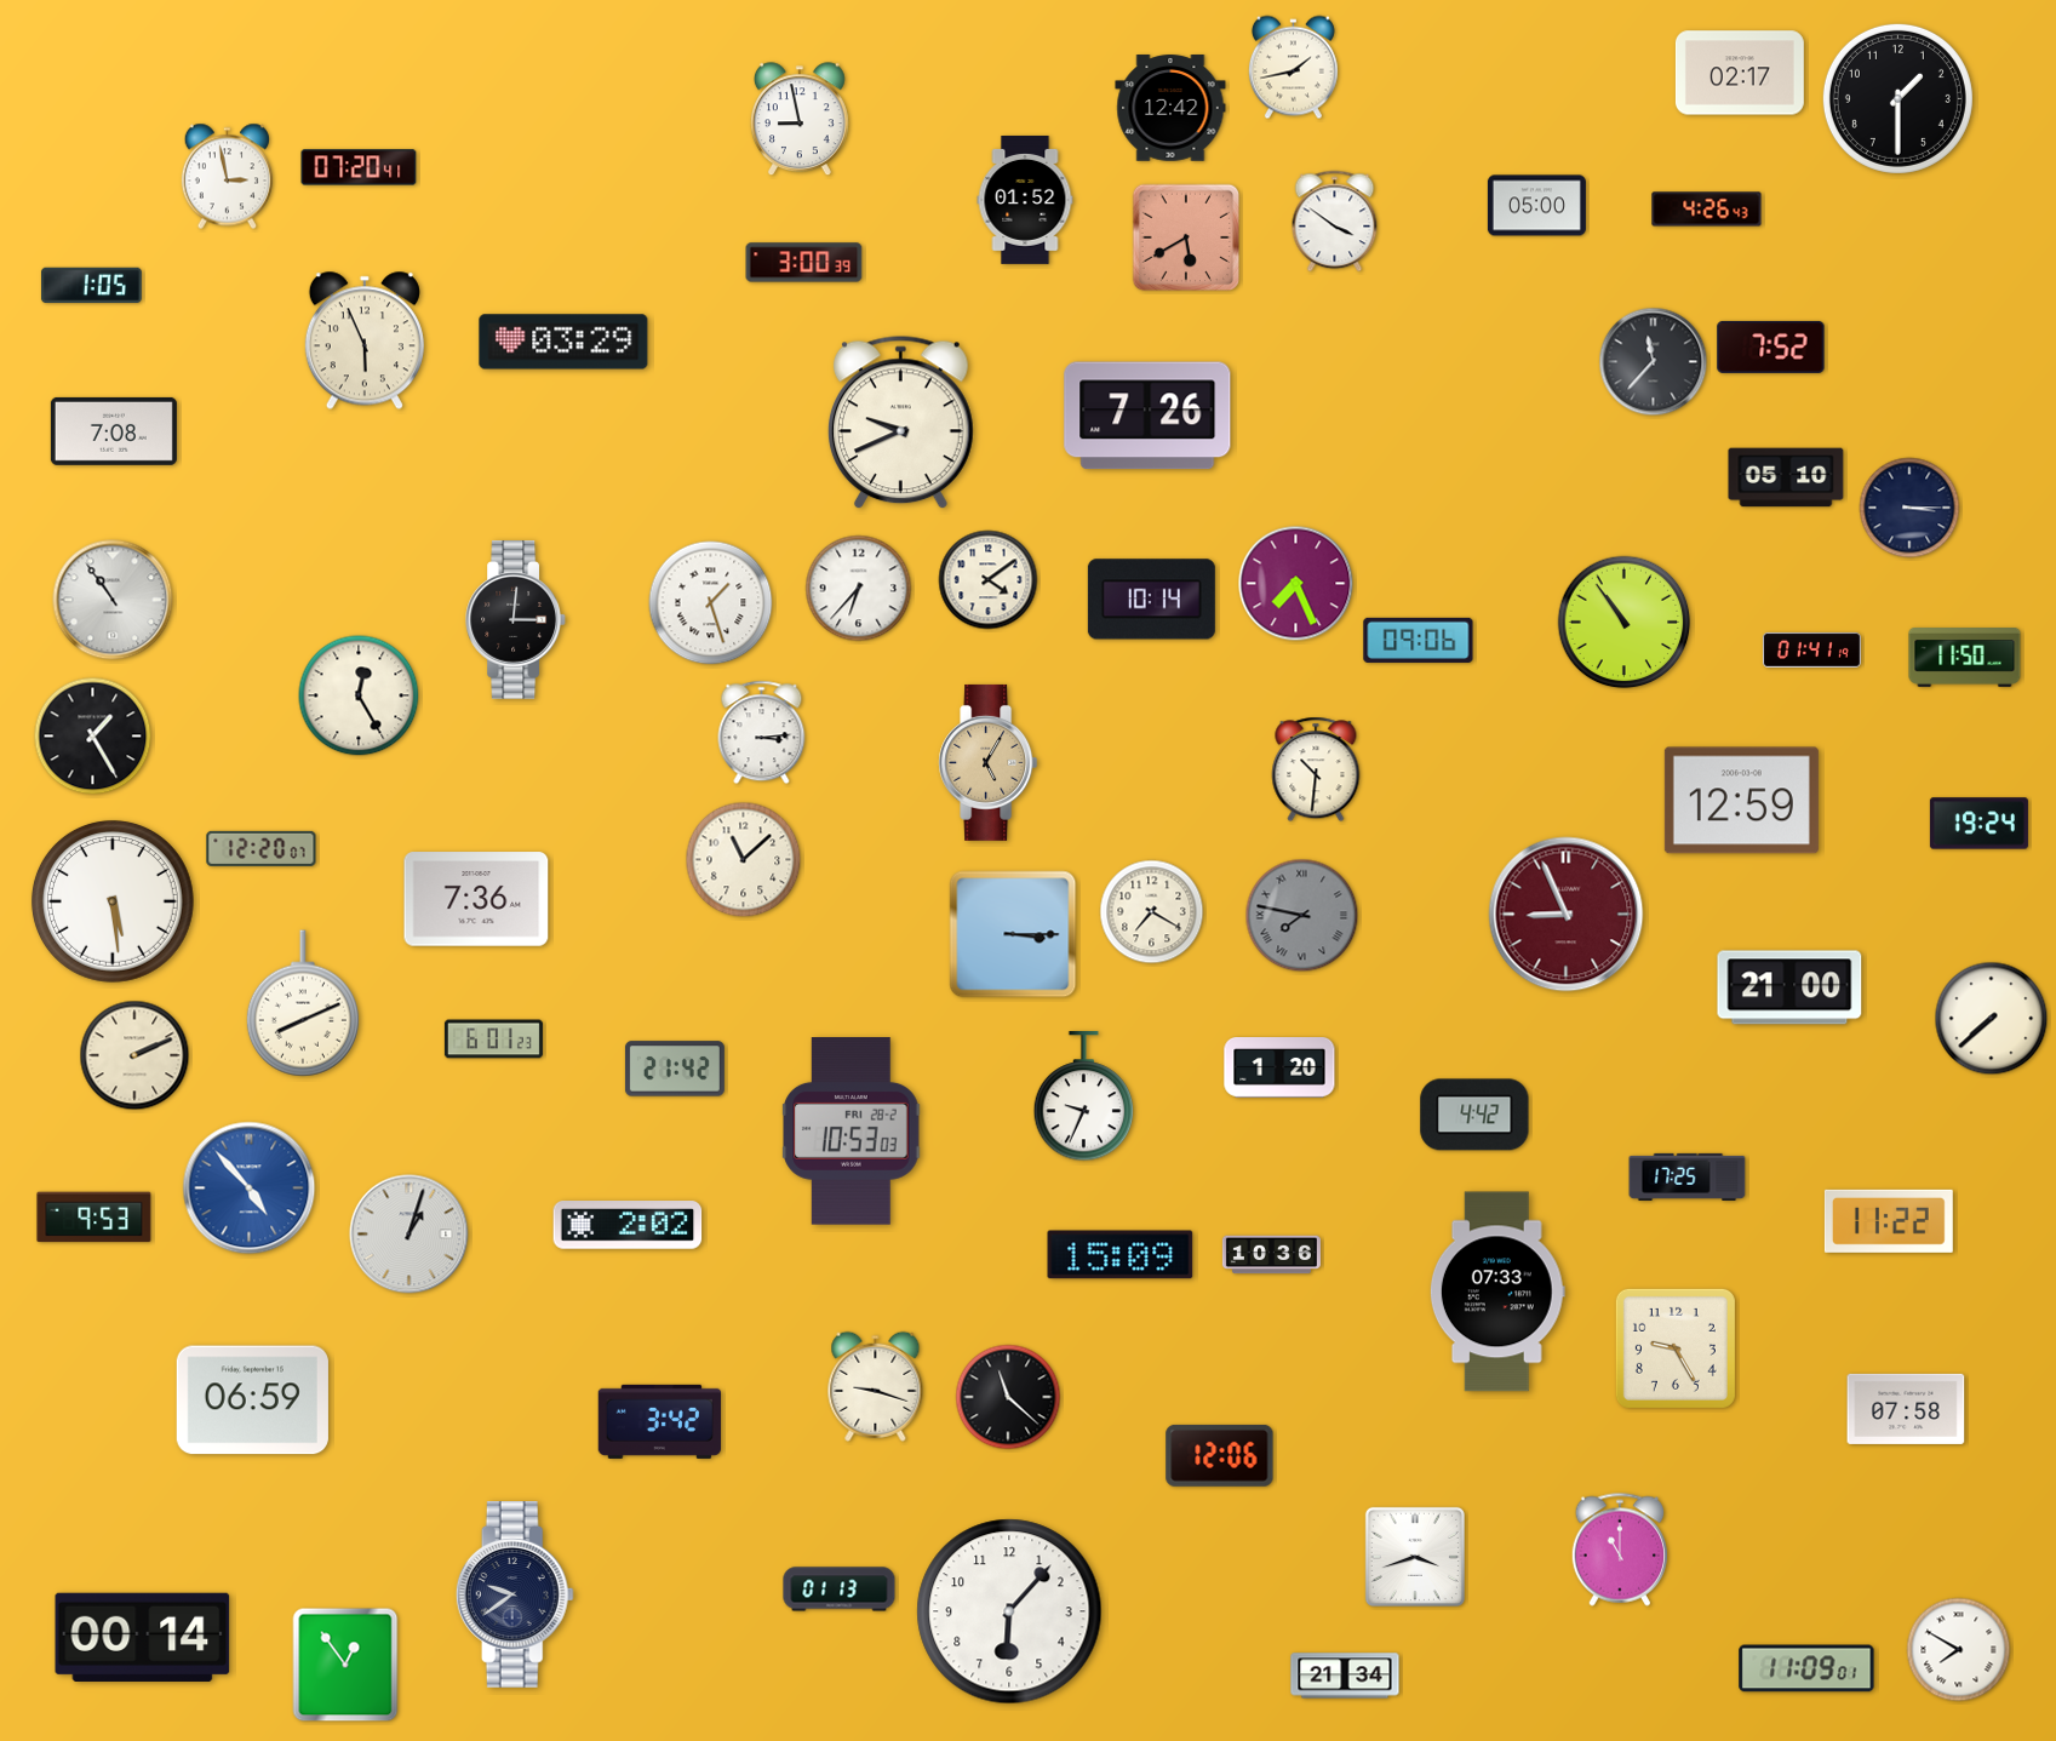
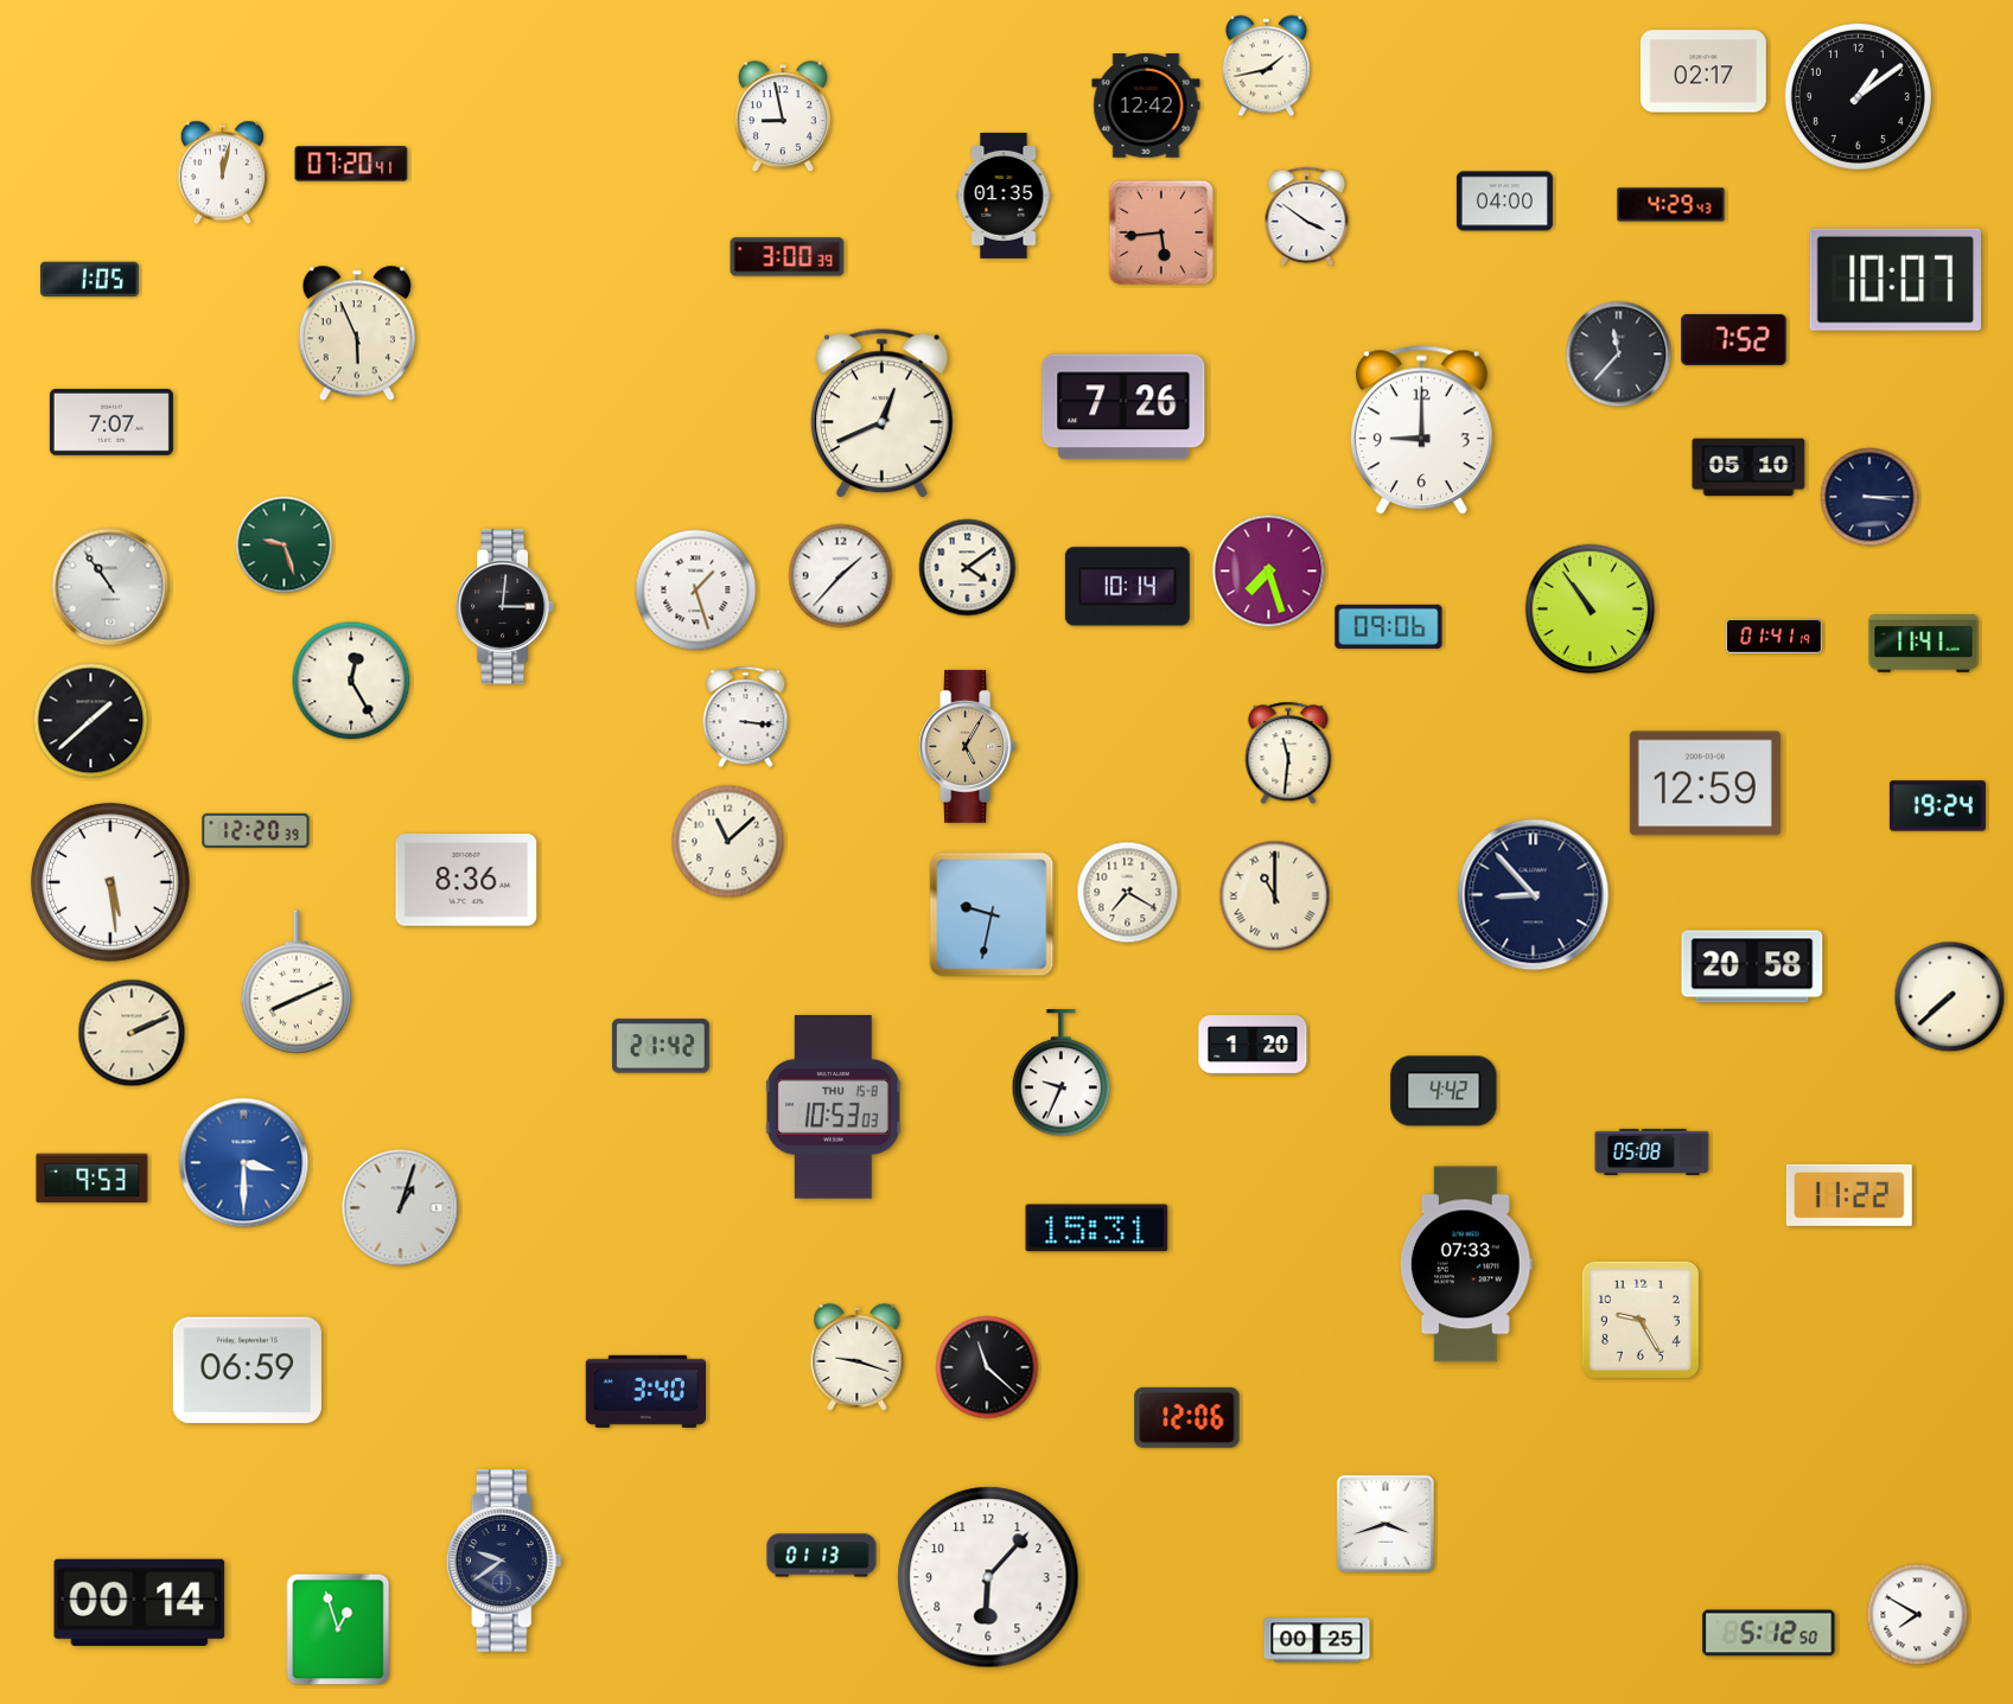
clock at (1897, 98): 1:30 -> 1:09
clock at (227, 177): 2:58 -> 12:02
clock at (1025, 200): 01:52 -> 01:35
clock at (1536, 206): 05:00 -> 04:00
clock at (1707, 210): 4:26 -> 4:29
clock at (1186, 237): 5:40 -> 5:44
clock at (1894, 280): none -> 10:07
clock at (563, 342): 03:29 -> none
clock at (900, 423): 9:41 -> 12:41
clock at (114, 431): 7:08 -> 7:07
clock at (1421, 430): none -> 9:00
clock at (285, 545): none -> 9:27
clock at (1296, 584): 7:26 -> 7:27
clock at (859, 589): 6:37 -> 1:37
clock at (1965, 658): 11:50 -> 11:41
clock at (762, 733): 3:14 -> 3:16
clock at (93, 737): 1:25 -> 1:38
clock at (1316, 769): 10:31 -> 11:31
clock at (262, 848): 12:20:07 -> 12:20:39
clock at (476, 899): 7:36 -> 8:36
clock at (1567, 915): 8:56 -> 8:53
clock at (1567, 915) dial: burgundy -> navy
clock at (1302, 916): 7:47 -> 11:00
clock at (1302, 916) dial: grey -> cream
clock at (1013, 934): 3:15 -> 9:32
clock at (1789, 987): 21:00 -> 20:58
clock at (493, 1040): 6:01 -> none
clock at (852, 1132) date: FRI 28-2 -> THU 15-8
clock at (1688, 1176): 17:25 -> 05:08
clock at (250, 1189): 4:53 -> 3:30
clock at (95, 1218) position: (95, 1218) -> (93, 1179)
clock at (628, 1225): 2:02 -> none
clock at (1121, 1255): 15:09 -> 15:31
clock at (1271, 1255): 10:36 -> none
clock at (1906, 1409): 07:58 -> none
clock at (659, 1421): 3:42 -> 3:40
clock at (1220, 1455) position: (1220, 1455) -> (1187, 1417)
clock at (1620, 1550): 11:00 -> none
clock at (345, 1665): 12:54 -> 12:57
clock at (1806, 1668): 11:09 -> 5:12
clock at (1345, 1676): 21:34 -> 00:25
